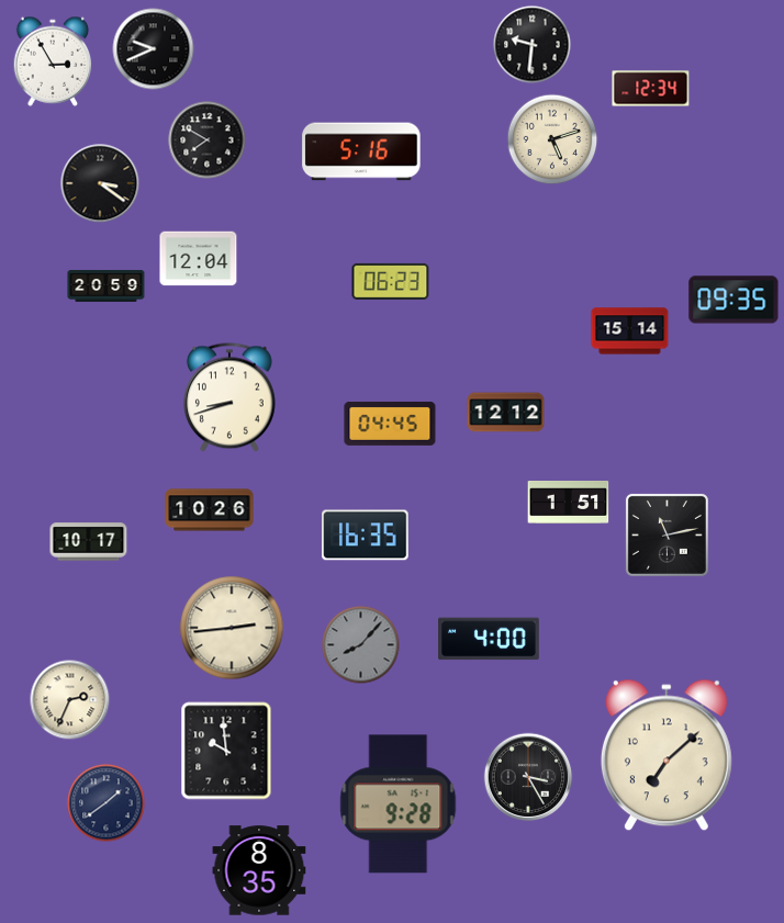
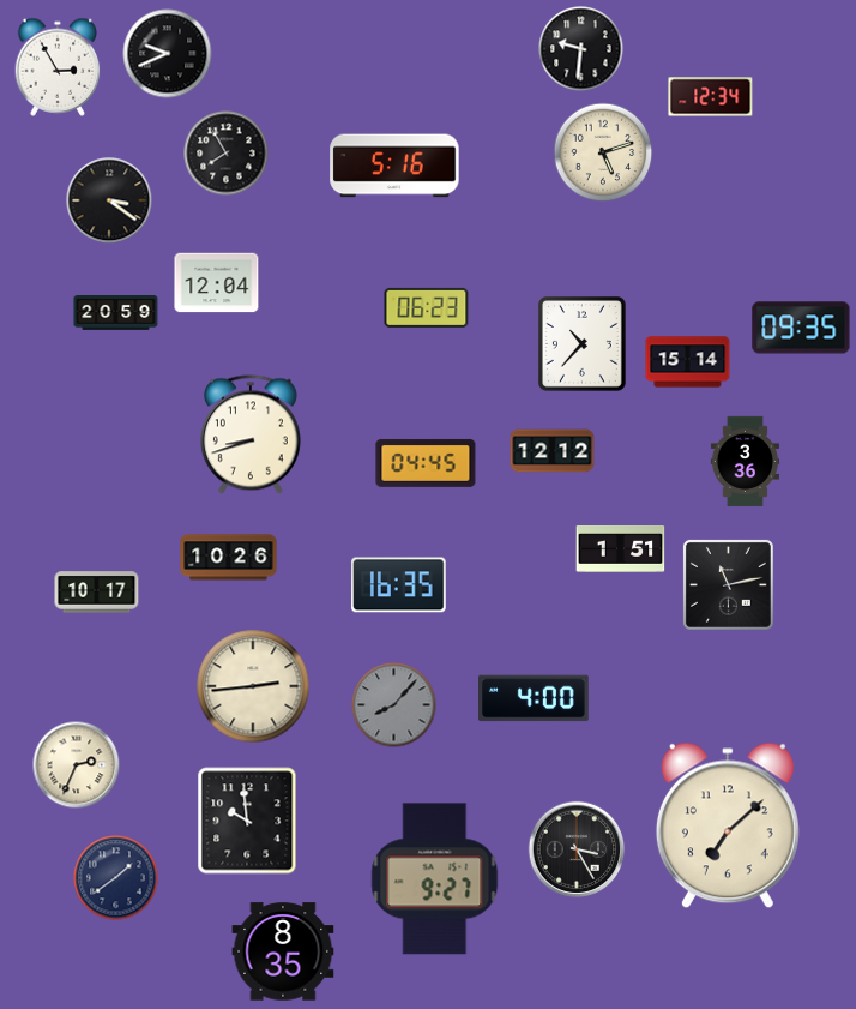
clock at (208, 140): 7:50 -> 7:55
clock at (581, 343): none -> 10:37
clock at (745, 462): none -> 3:36
clock at (399, 804): 9:28 -> 9:27
